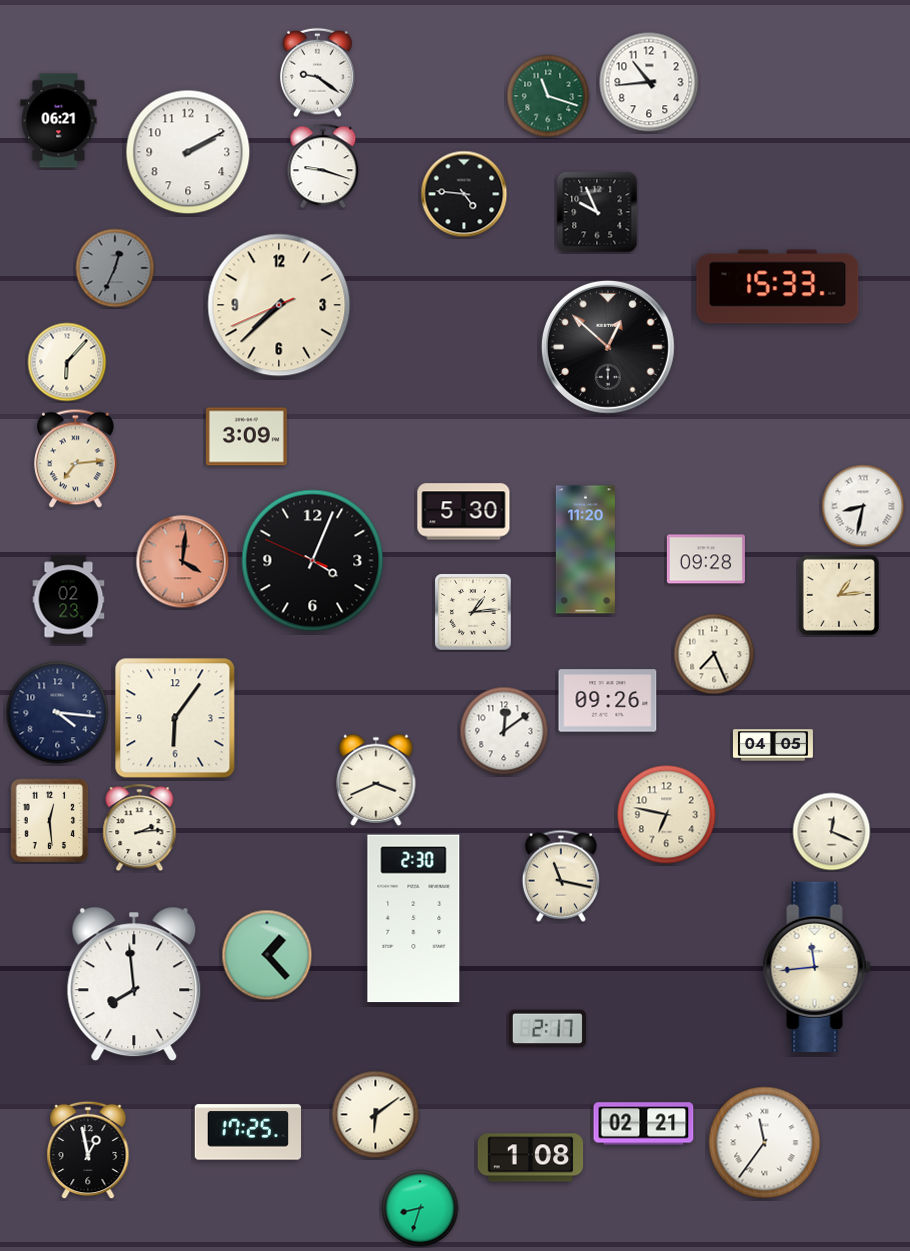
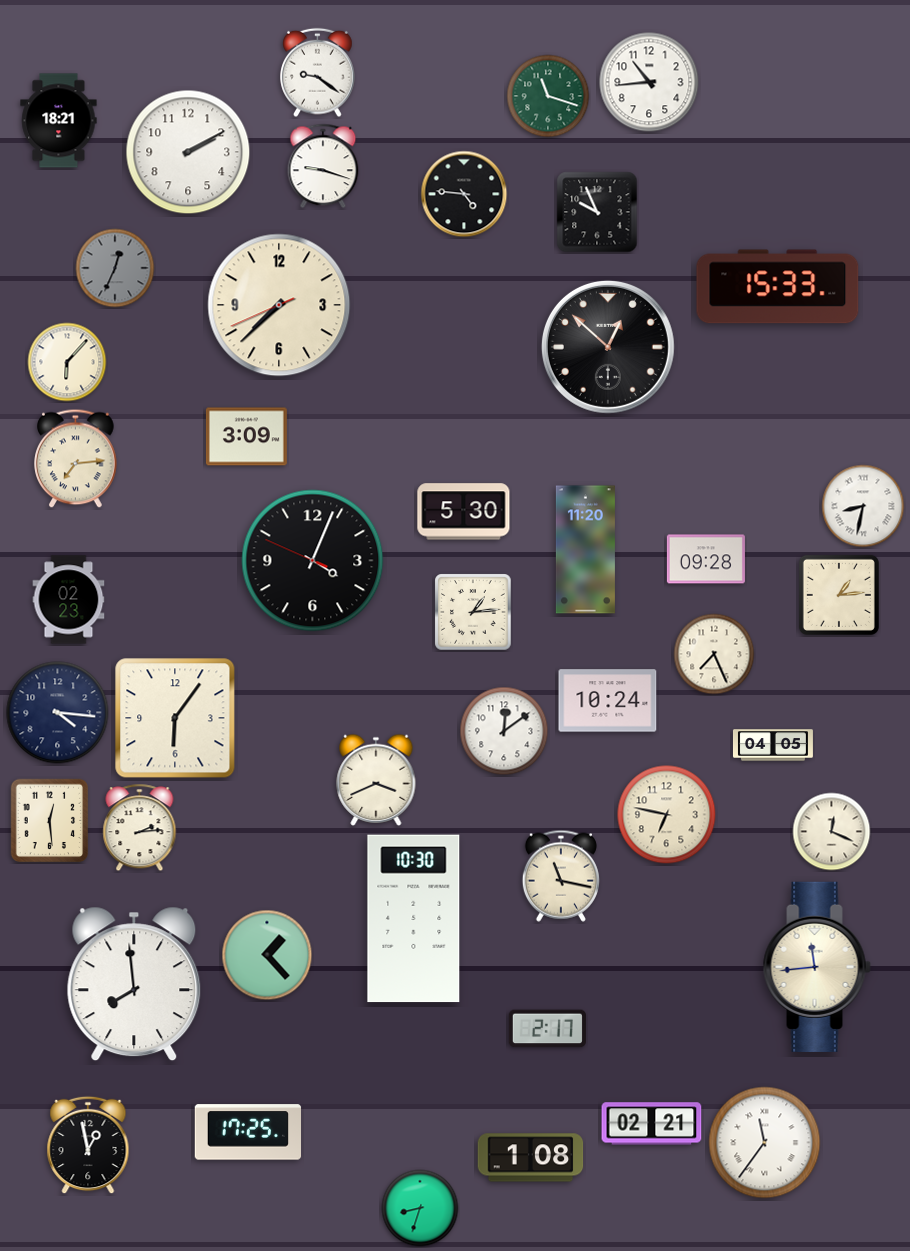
clock at (59, 121): 06:21 -> 18:21
clock at (183, 562): 4:01 -> none
clock at (608, 701): 09:26 -> 10:24
clock at (414, 919): 2:30 -> 10:30
clock at (376, 1115): 6:09 -> none
clock at (644, 1124) position: (644, 1124) -> (652, 1124)
clock at (88, 1150) position: (88, 1150) -> (88, 1145)
